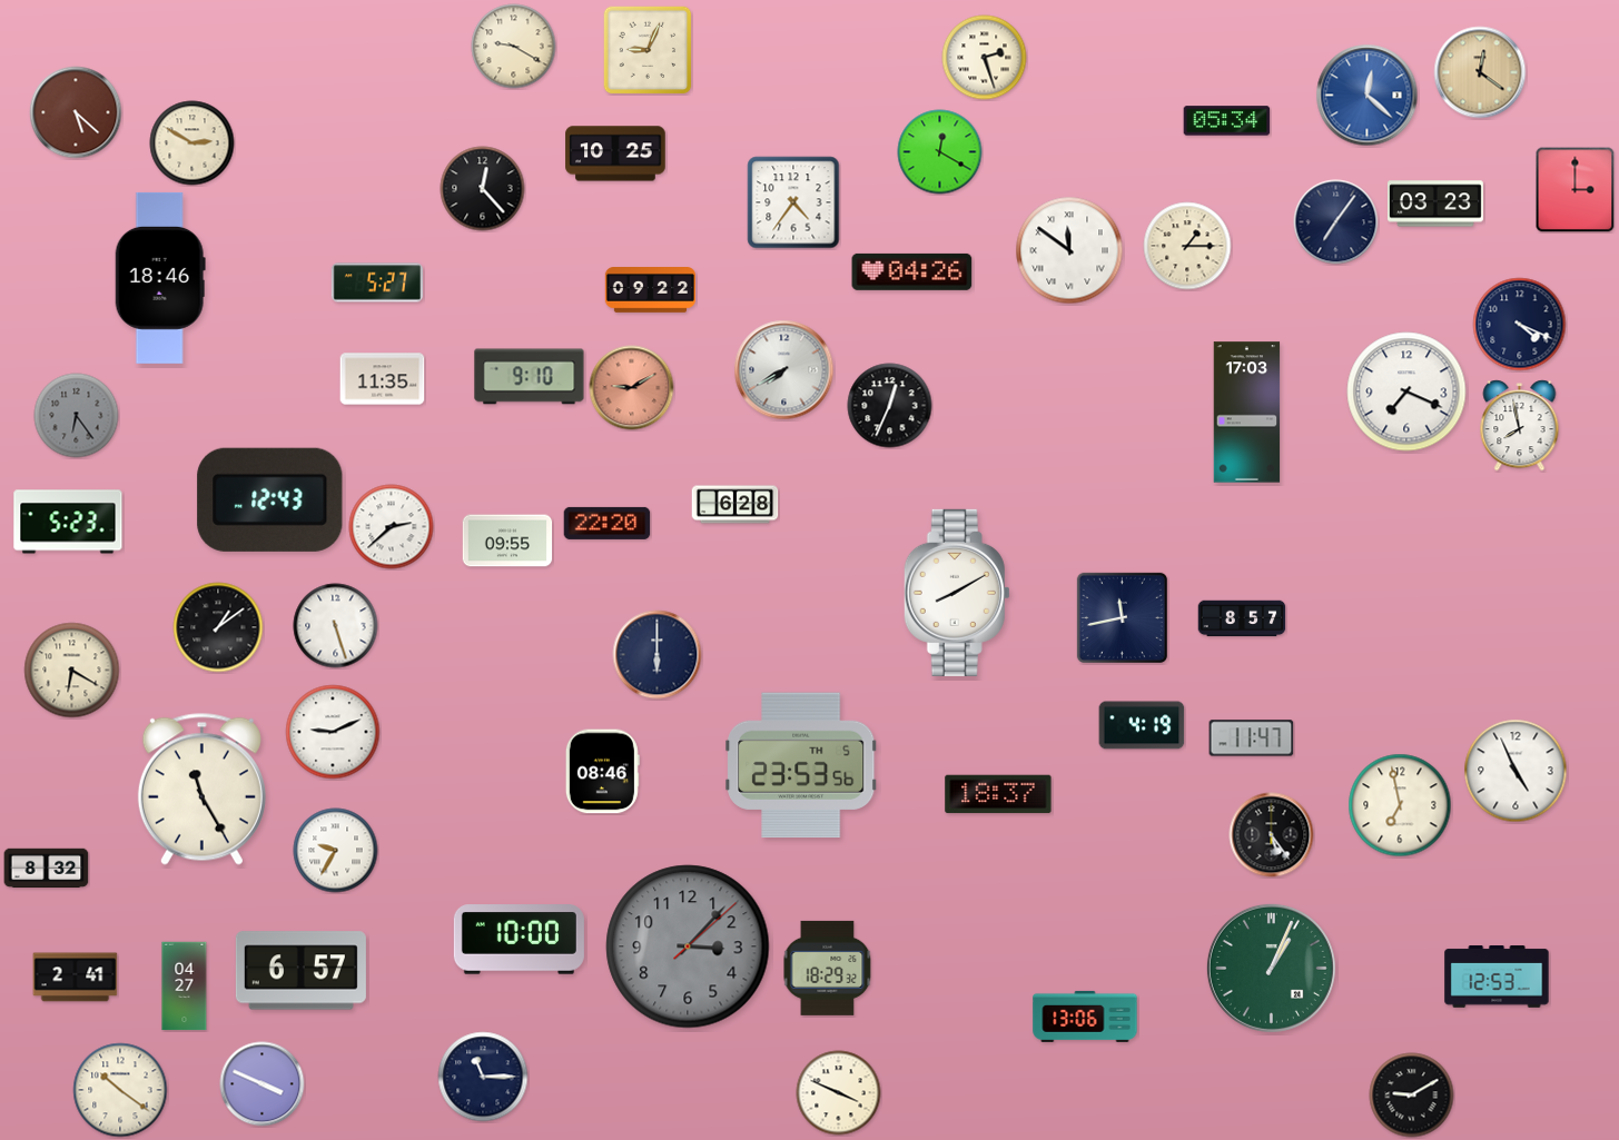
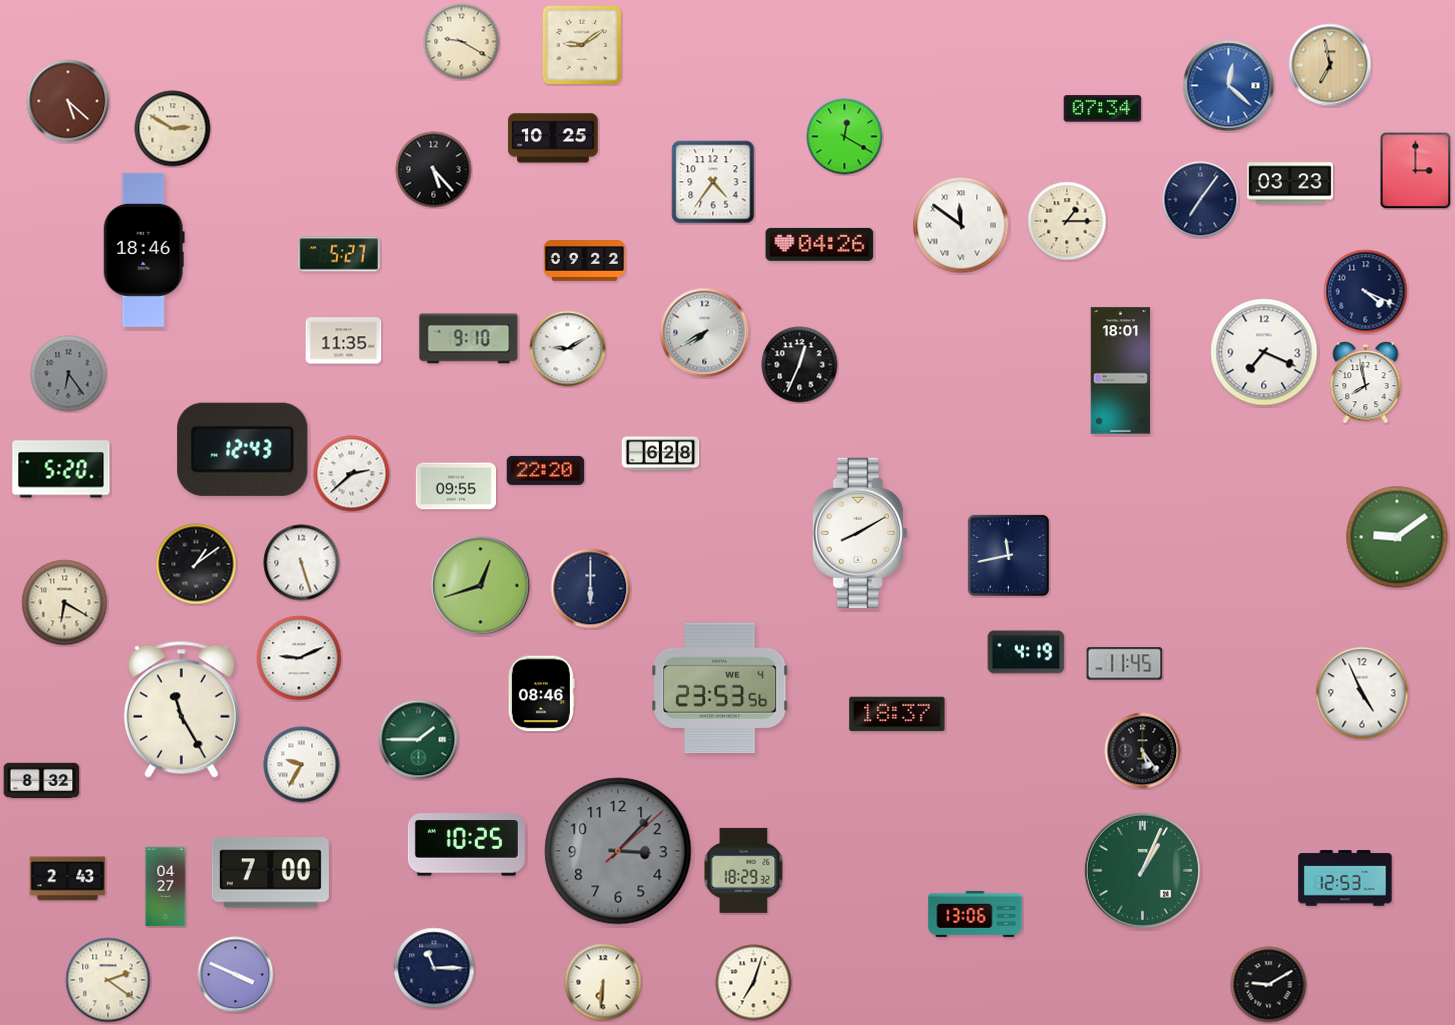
clock at (648, 50): 9:04 -> 9:09
clock at (985, 58): 2:27 -> none
clock at (1480, 72): 12:21 -> 6:58
clock at (1227, 121): 05:34 -> 07:34
clock at (483, 189): 12:23 -> 5:23
clock at (530, 377) position: (530, 377) -> (469, 339)
clock at (632, 388) dial: salmon -> white
clock at (1247, 413): 17:03 -> 18:01
clock at (68, 522): 5:23 -> 5:20
clock at (1397, 537): none -> 9:09
clock at (1242, 618): 8:57 -> none
clock at (481, 586): none -> 12:42
clock at (1252, 738): 11:47 -> 11:45
clock at (801, 765) date: TH 5 -> WE 4
clock at (1400, 805): 6:58 -> none
clock at (419, 740): none -> 1:45
clock at (519, 940): 10:00 -> 10:25
clock at (300, 971): 6:57 -> 7:00
clock at (76, 978): 2:41 -> 2:43
clock at (120, 1090): 10:21 -> 2:21
clock at (603, 982): none -> 6:31
clock at (839, 1093): 3:49 -> 7:03
